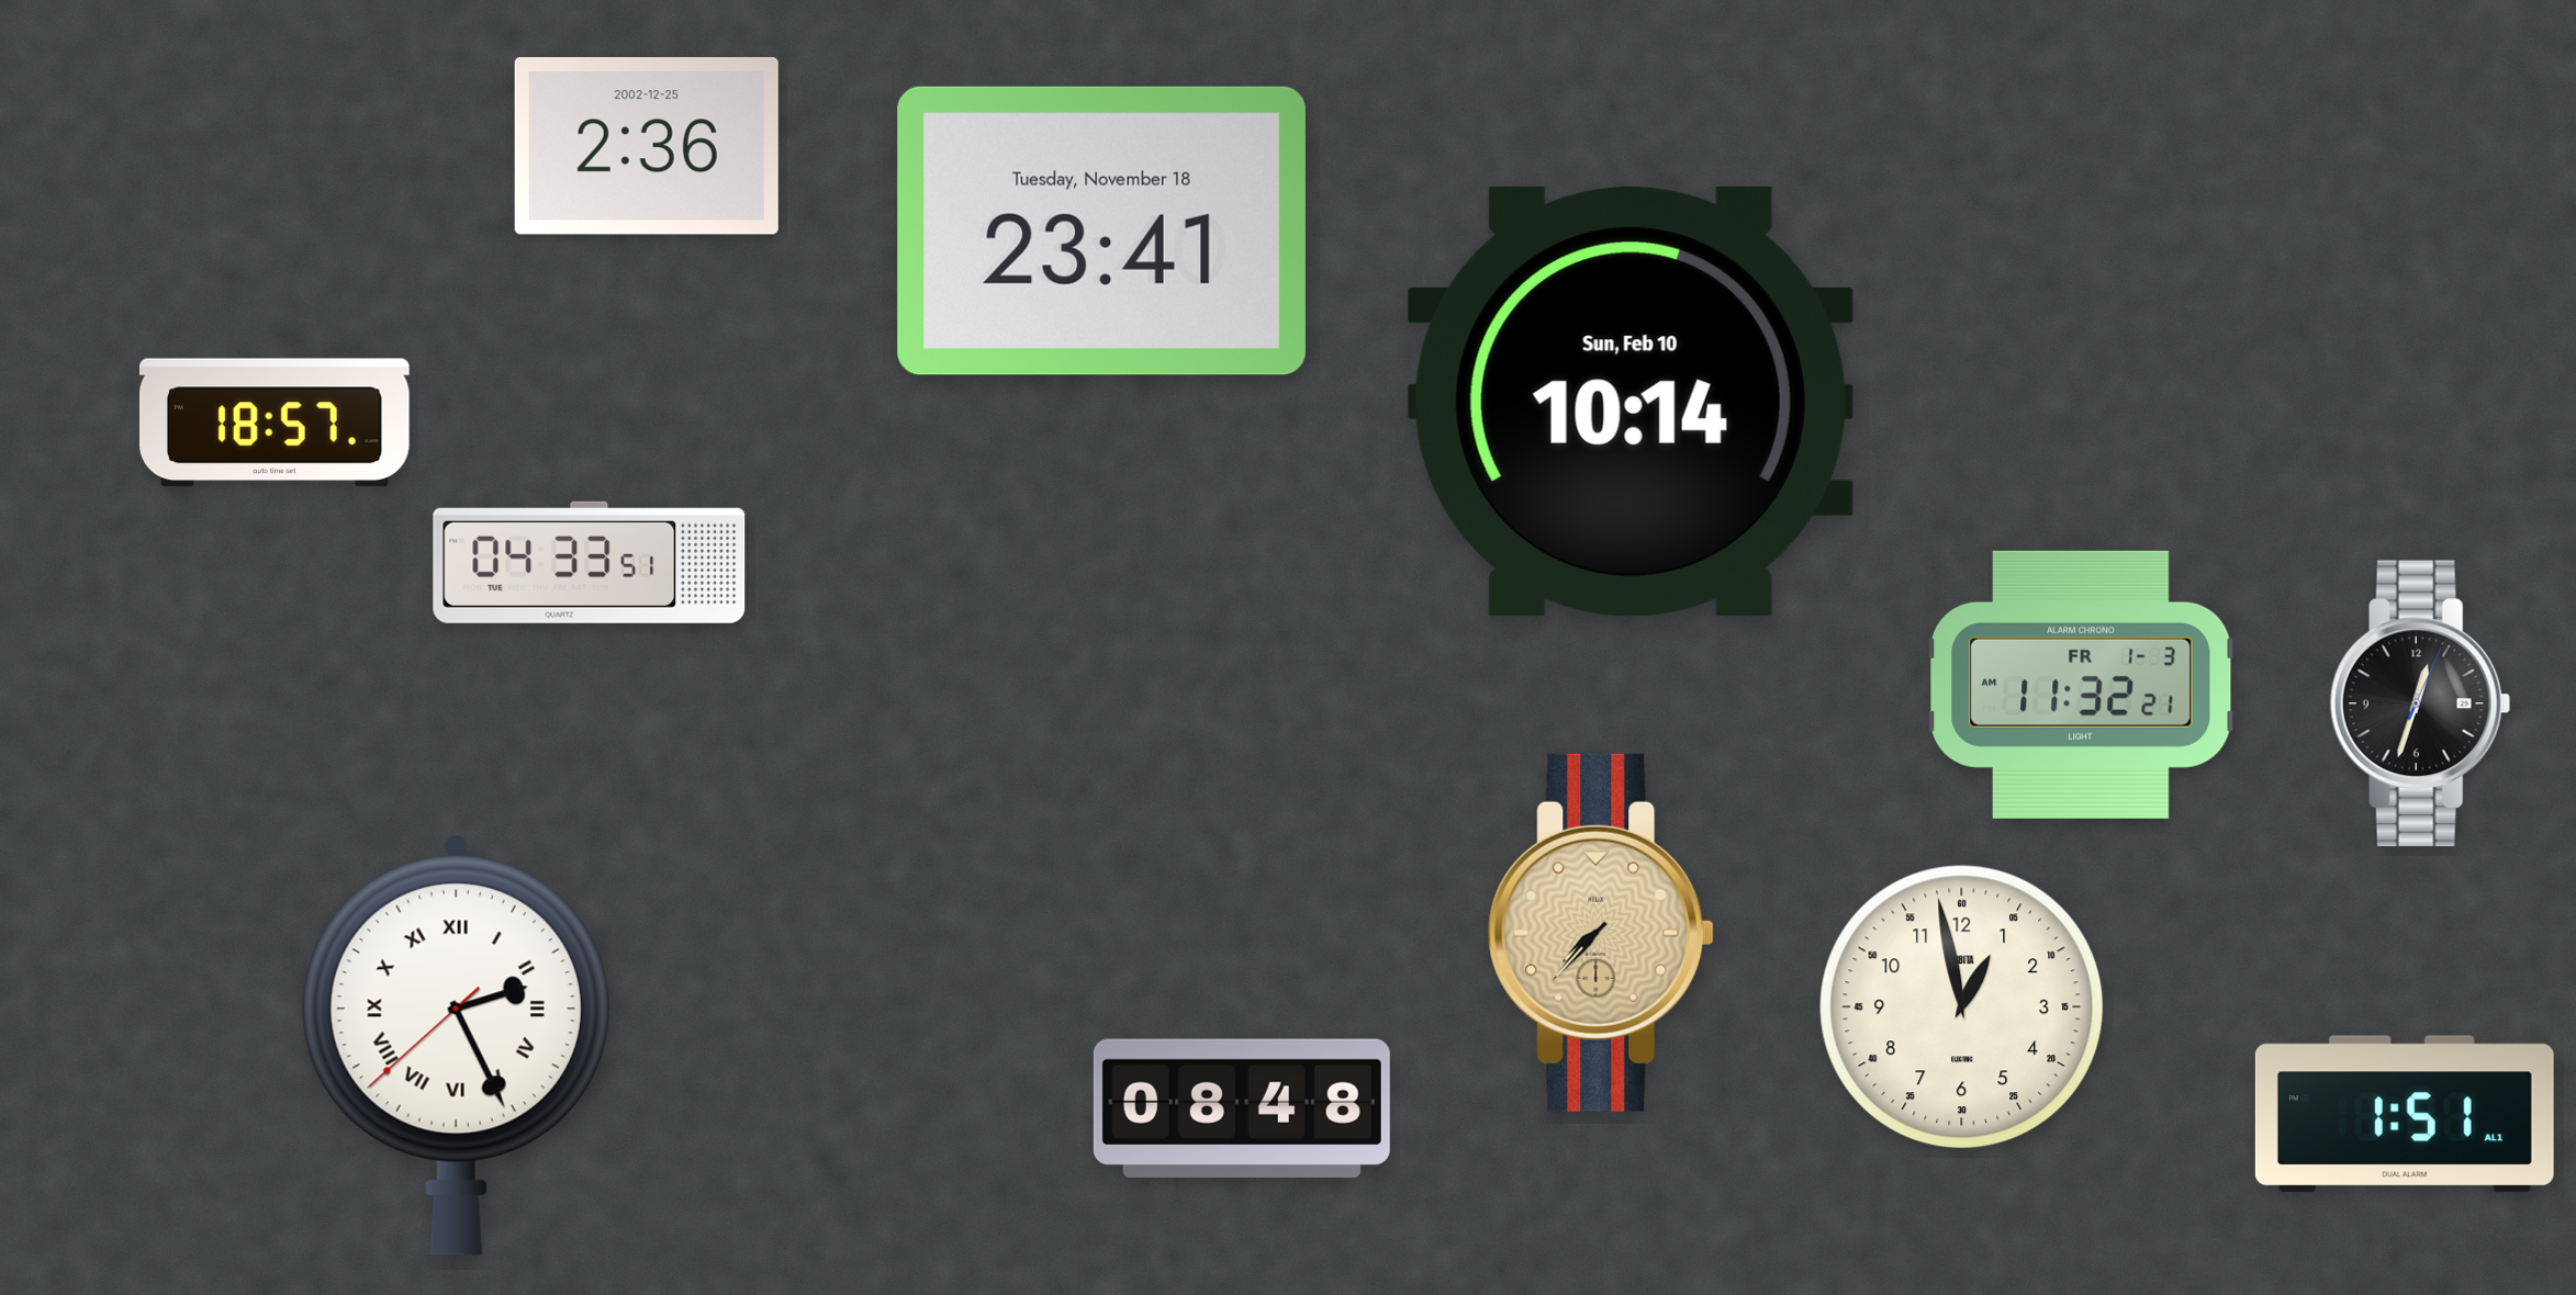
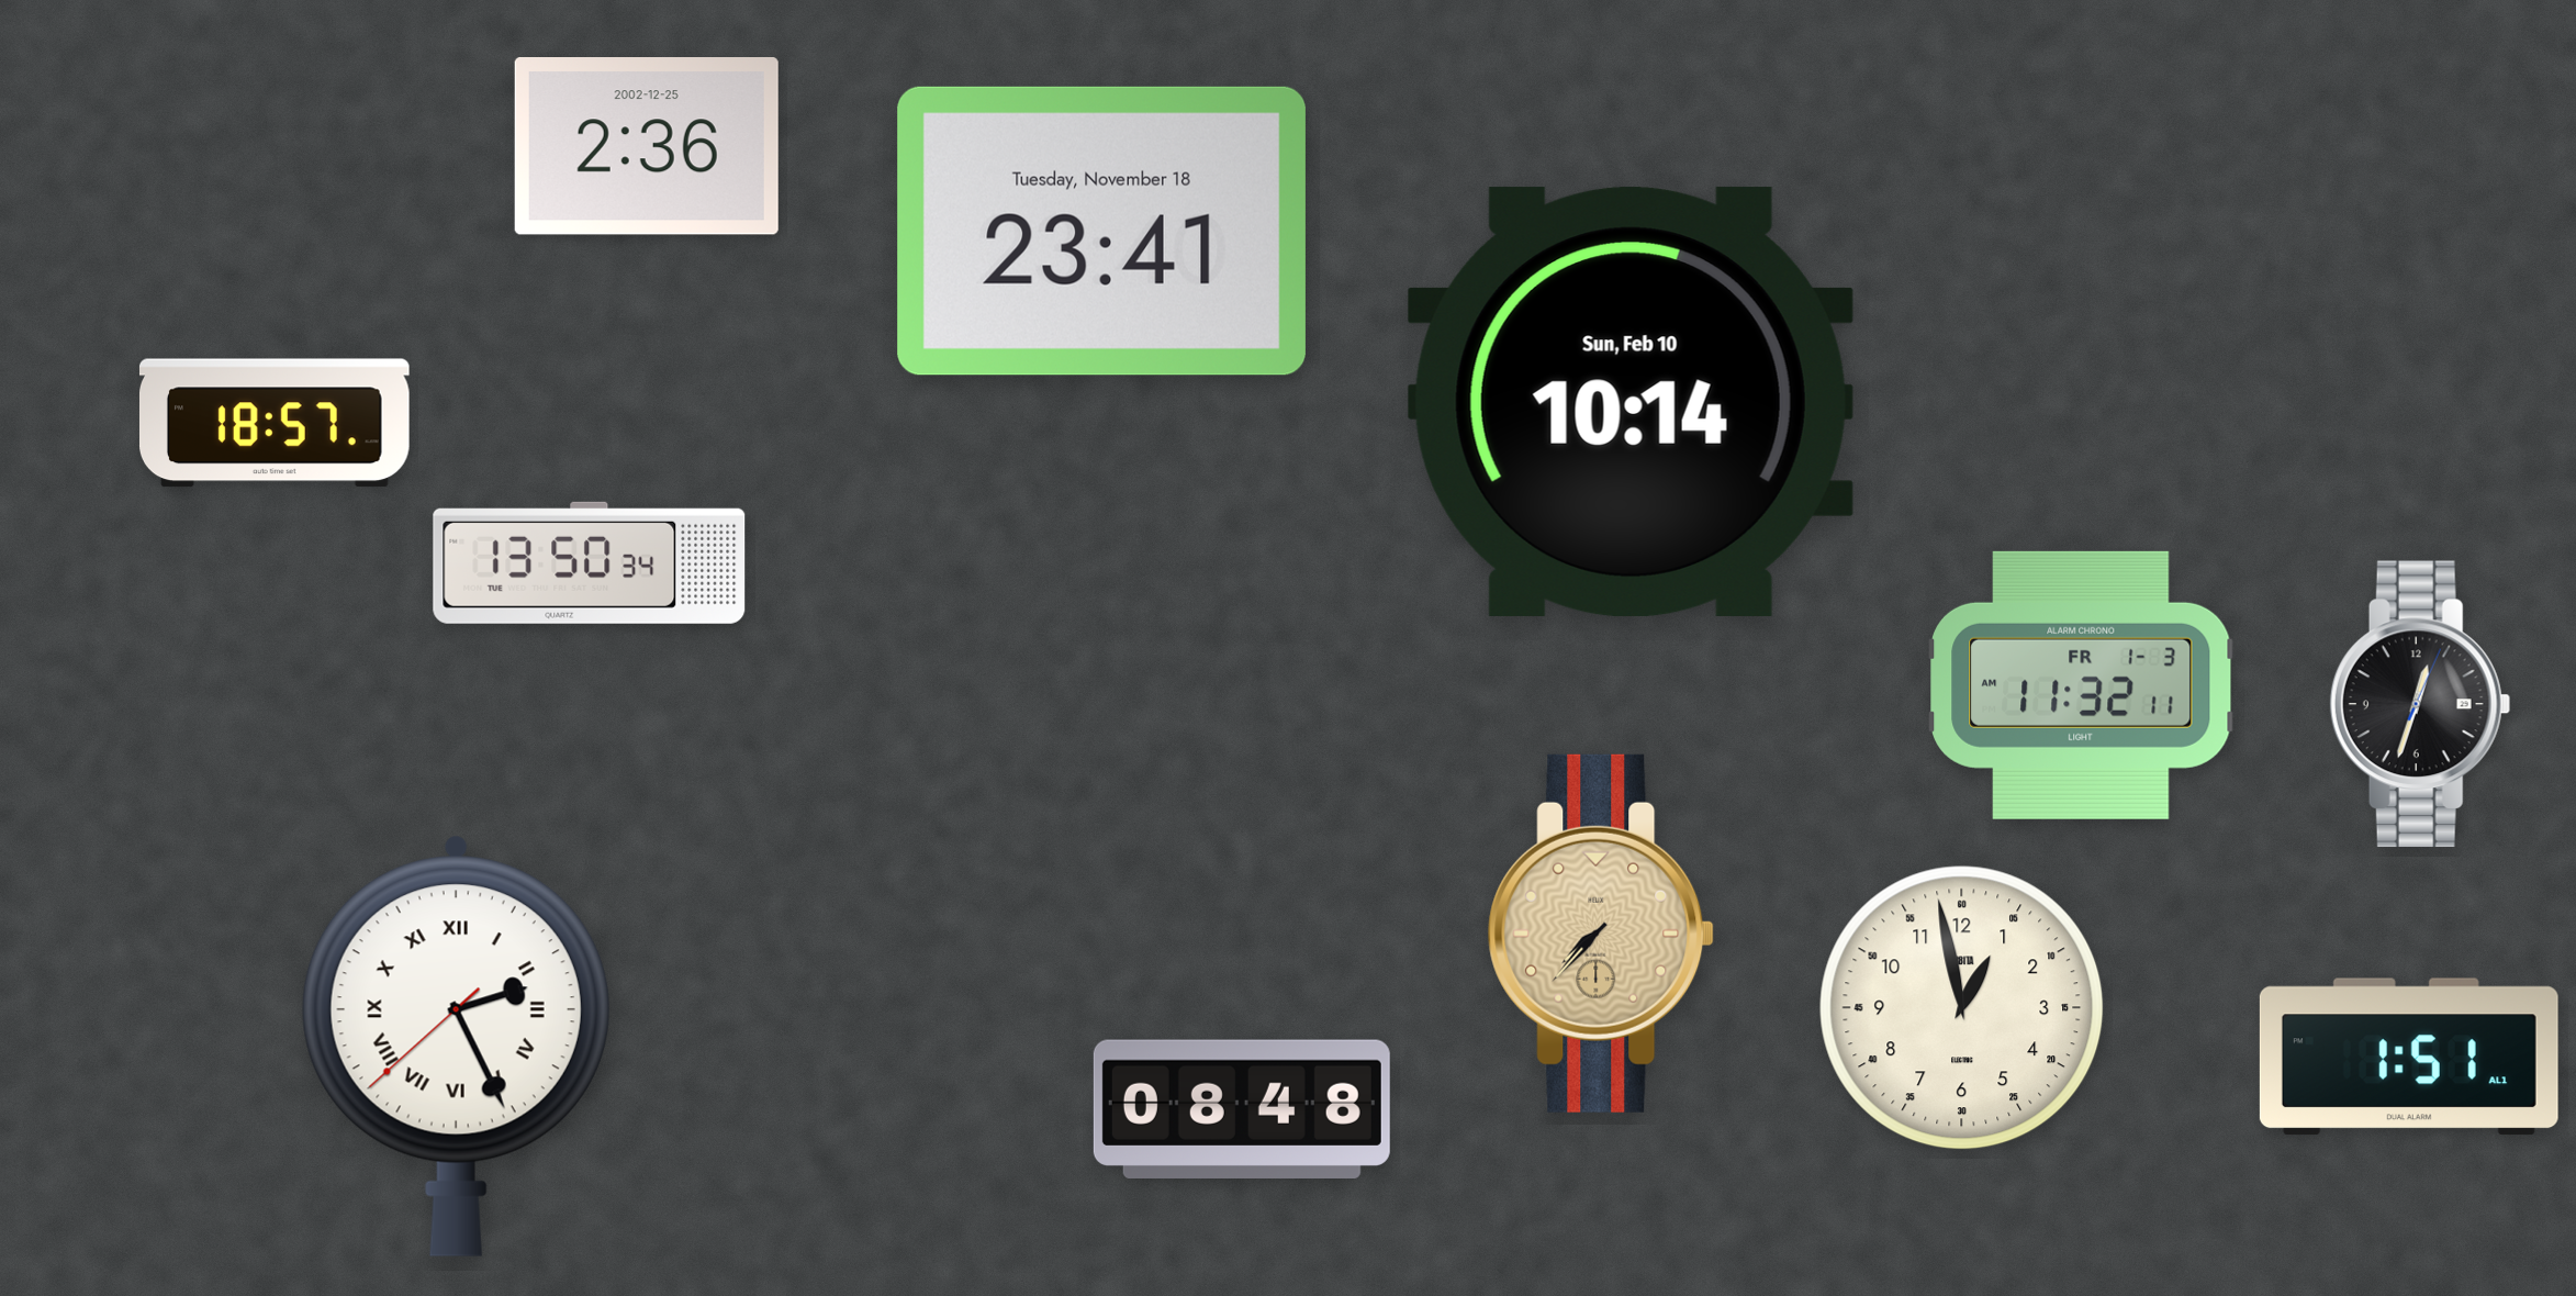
clock at (590, 562): 04:33 -> 13:50
clock at (2081, 685): 11:32:21 -> 11:32:11
clock at (2405, 1114) position: (2405, 1114) -> (2409, 1057)
